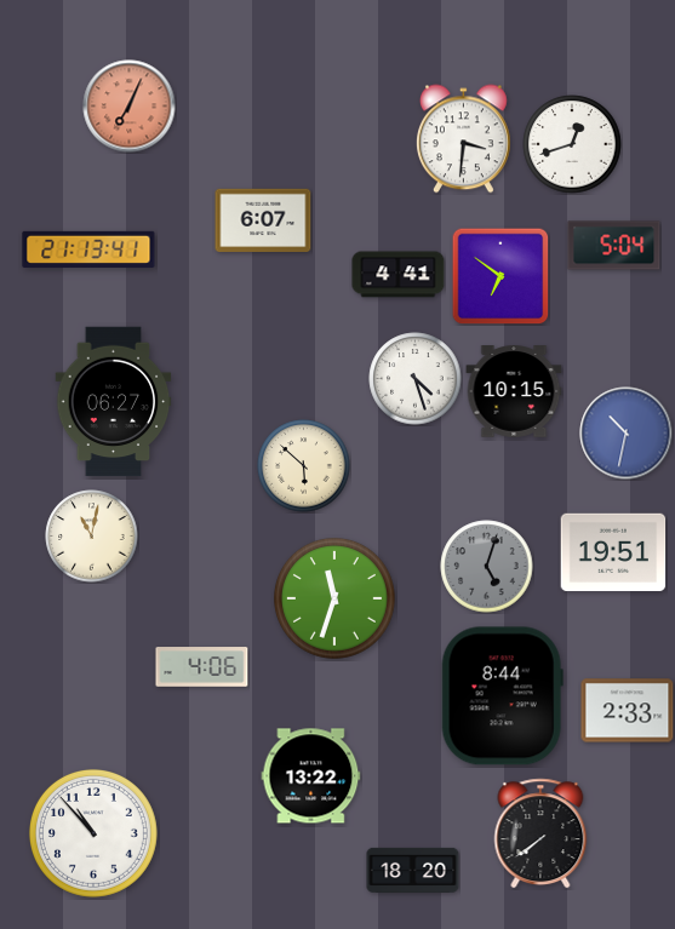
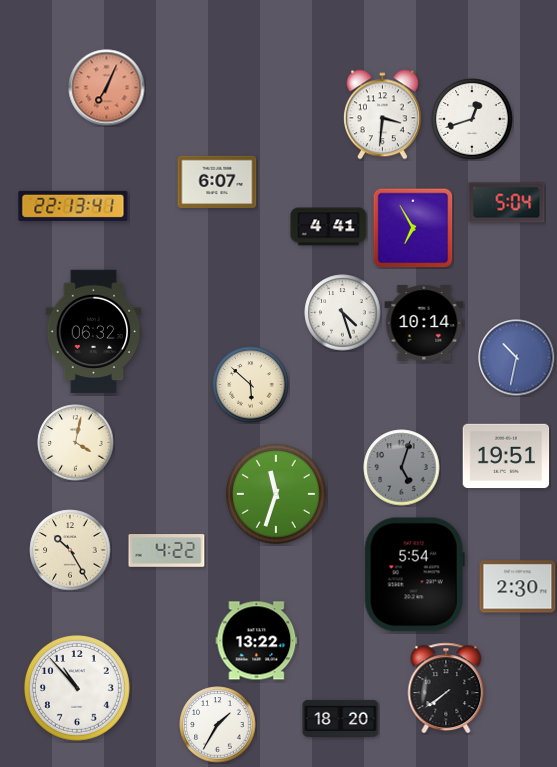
clock at (88, 250): 21:13 -> 22:13
clock at (500, 276): 6:51 -> 6:55
clock at (514, 391): 10:15 -> 10:14
clock at (114, 402): 06:27 -> 06:32
clock at (92, 537): 11:02 -> 4:02
clock at (70, 550): none -> 10:25
clock at (202, 667): 4:06 -> 4:22
clock at (502, 696): 8:44 -> 5:54
clock at (628, 711): 2:33 -> 2:30
clock at (218, 725): none -> 1:35
